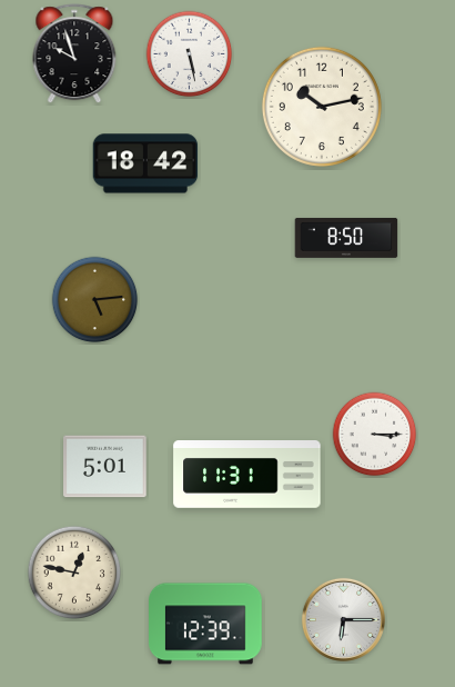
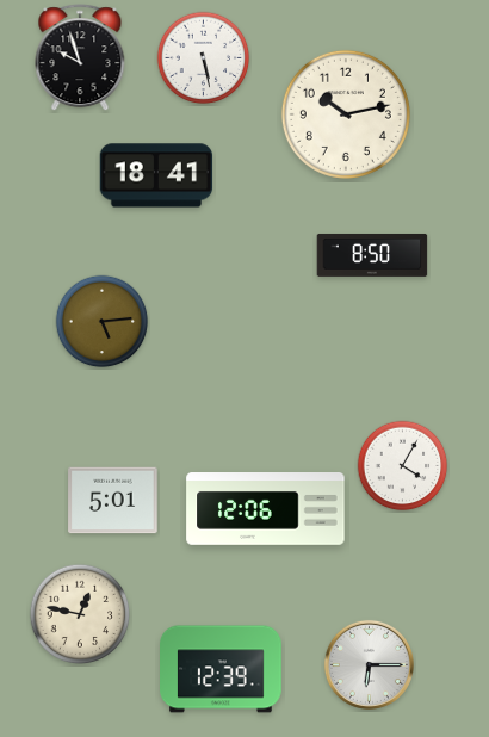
clock at (145, 163): 18:42 -> 18:41
clock at (375, 435): 3:15 -> 4:05
clock at (247, 475): 11:31 -> 12:06
